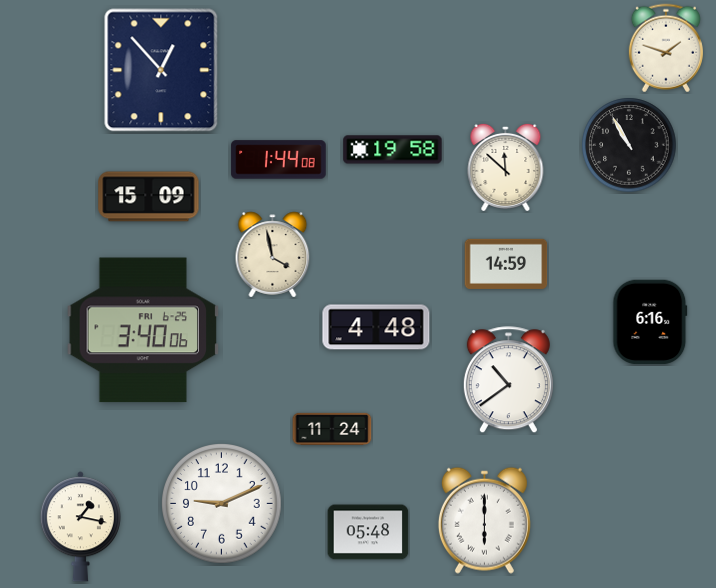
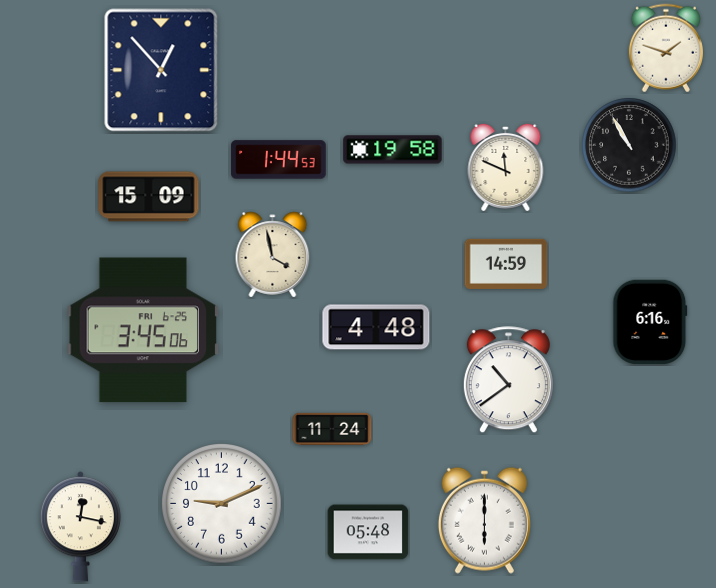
clock at (279, 160): 1:44:08 -> 1:44:53
clock at (506, 167): 11:52 -> 11:49
clock at (143, 330): 3:40 -> 3:45
clock at (80, 527): 1:17 -> 12:17
